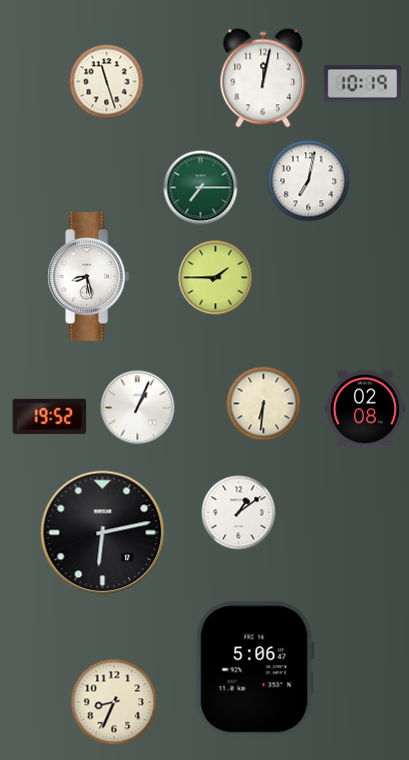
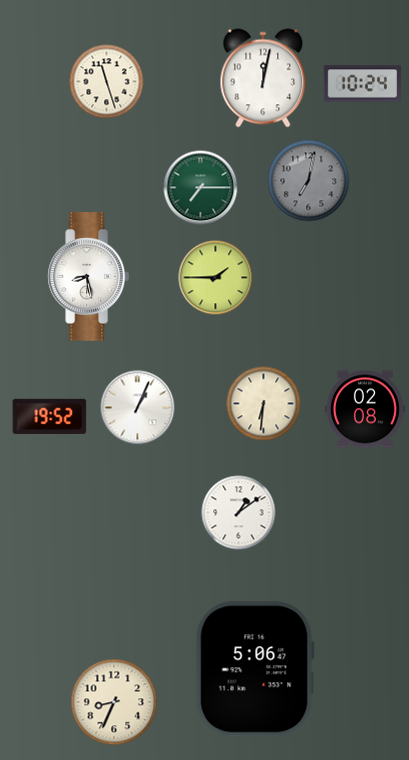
clock at (362, 84): 10:19 -> 10:24
clock at (309, 181) dial: white -> grey
clock at (103, 533): 6:13 -> none
